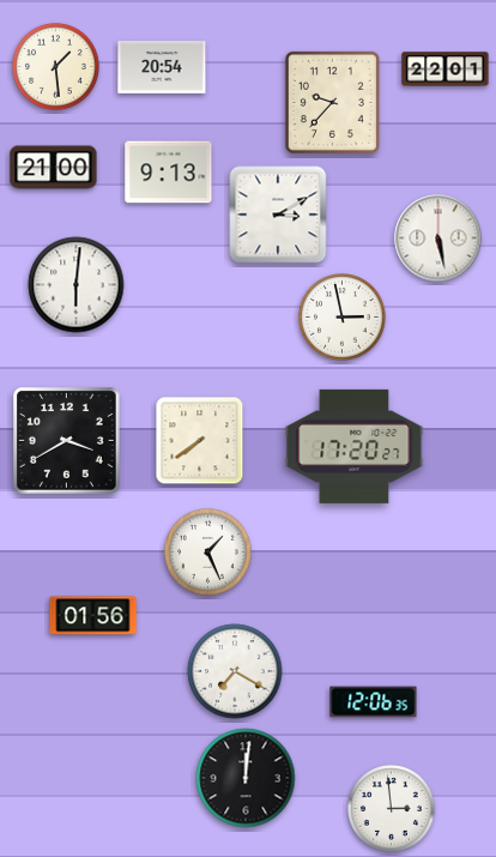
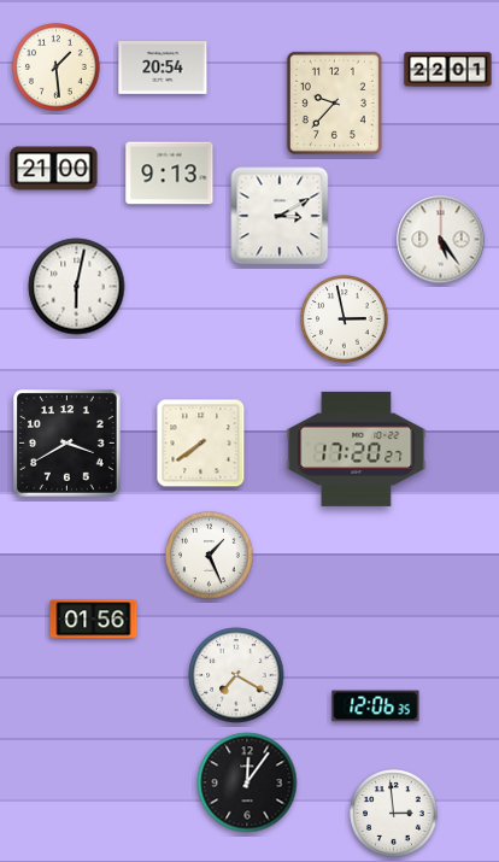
clock at (438, 239): 5:28 -> 5:24
clock at (77, 285): 6:01 -> 6:02
clock at (246, 778): 12:01 -> 12:06
